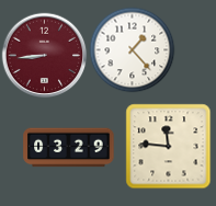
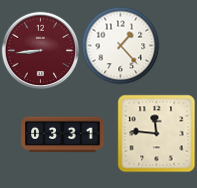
clock at (168, 146) position: (168, 146) -> (156, 133)
clock at (69, 148): 03:29 -> 03:31
